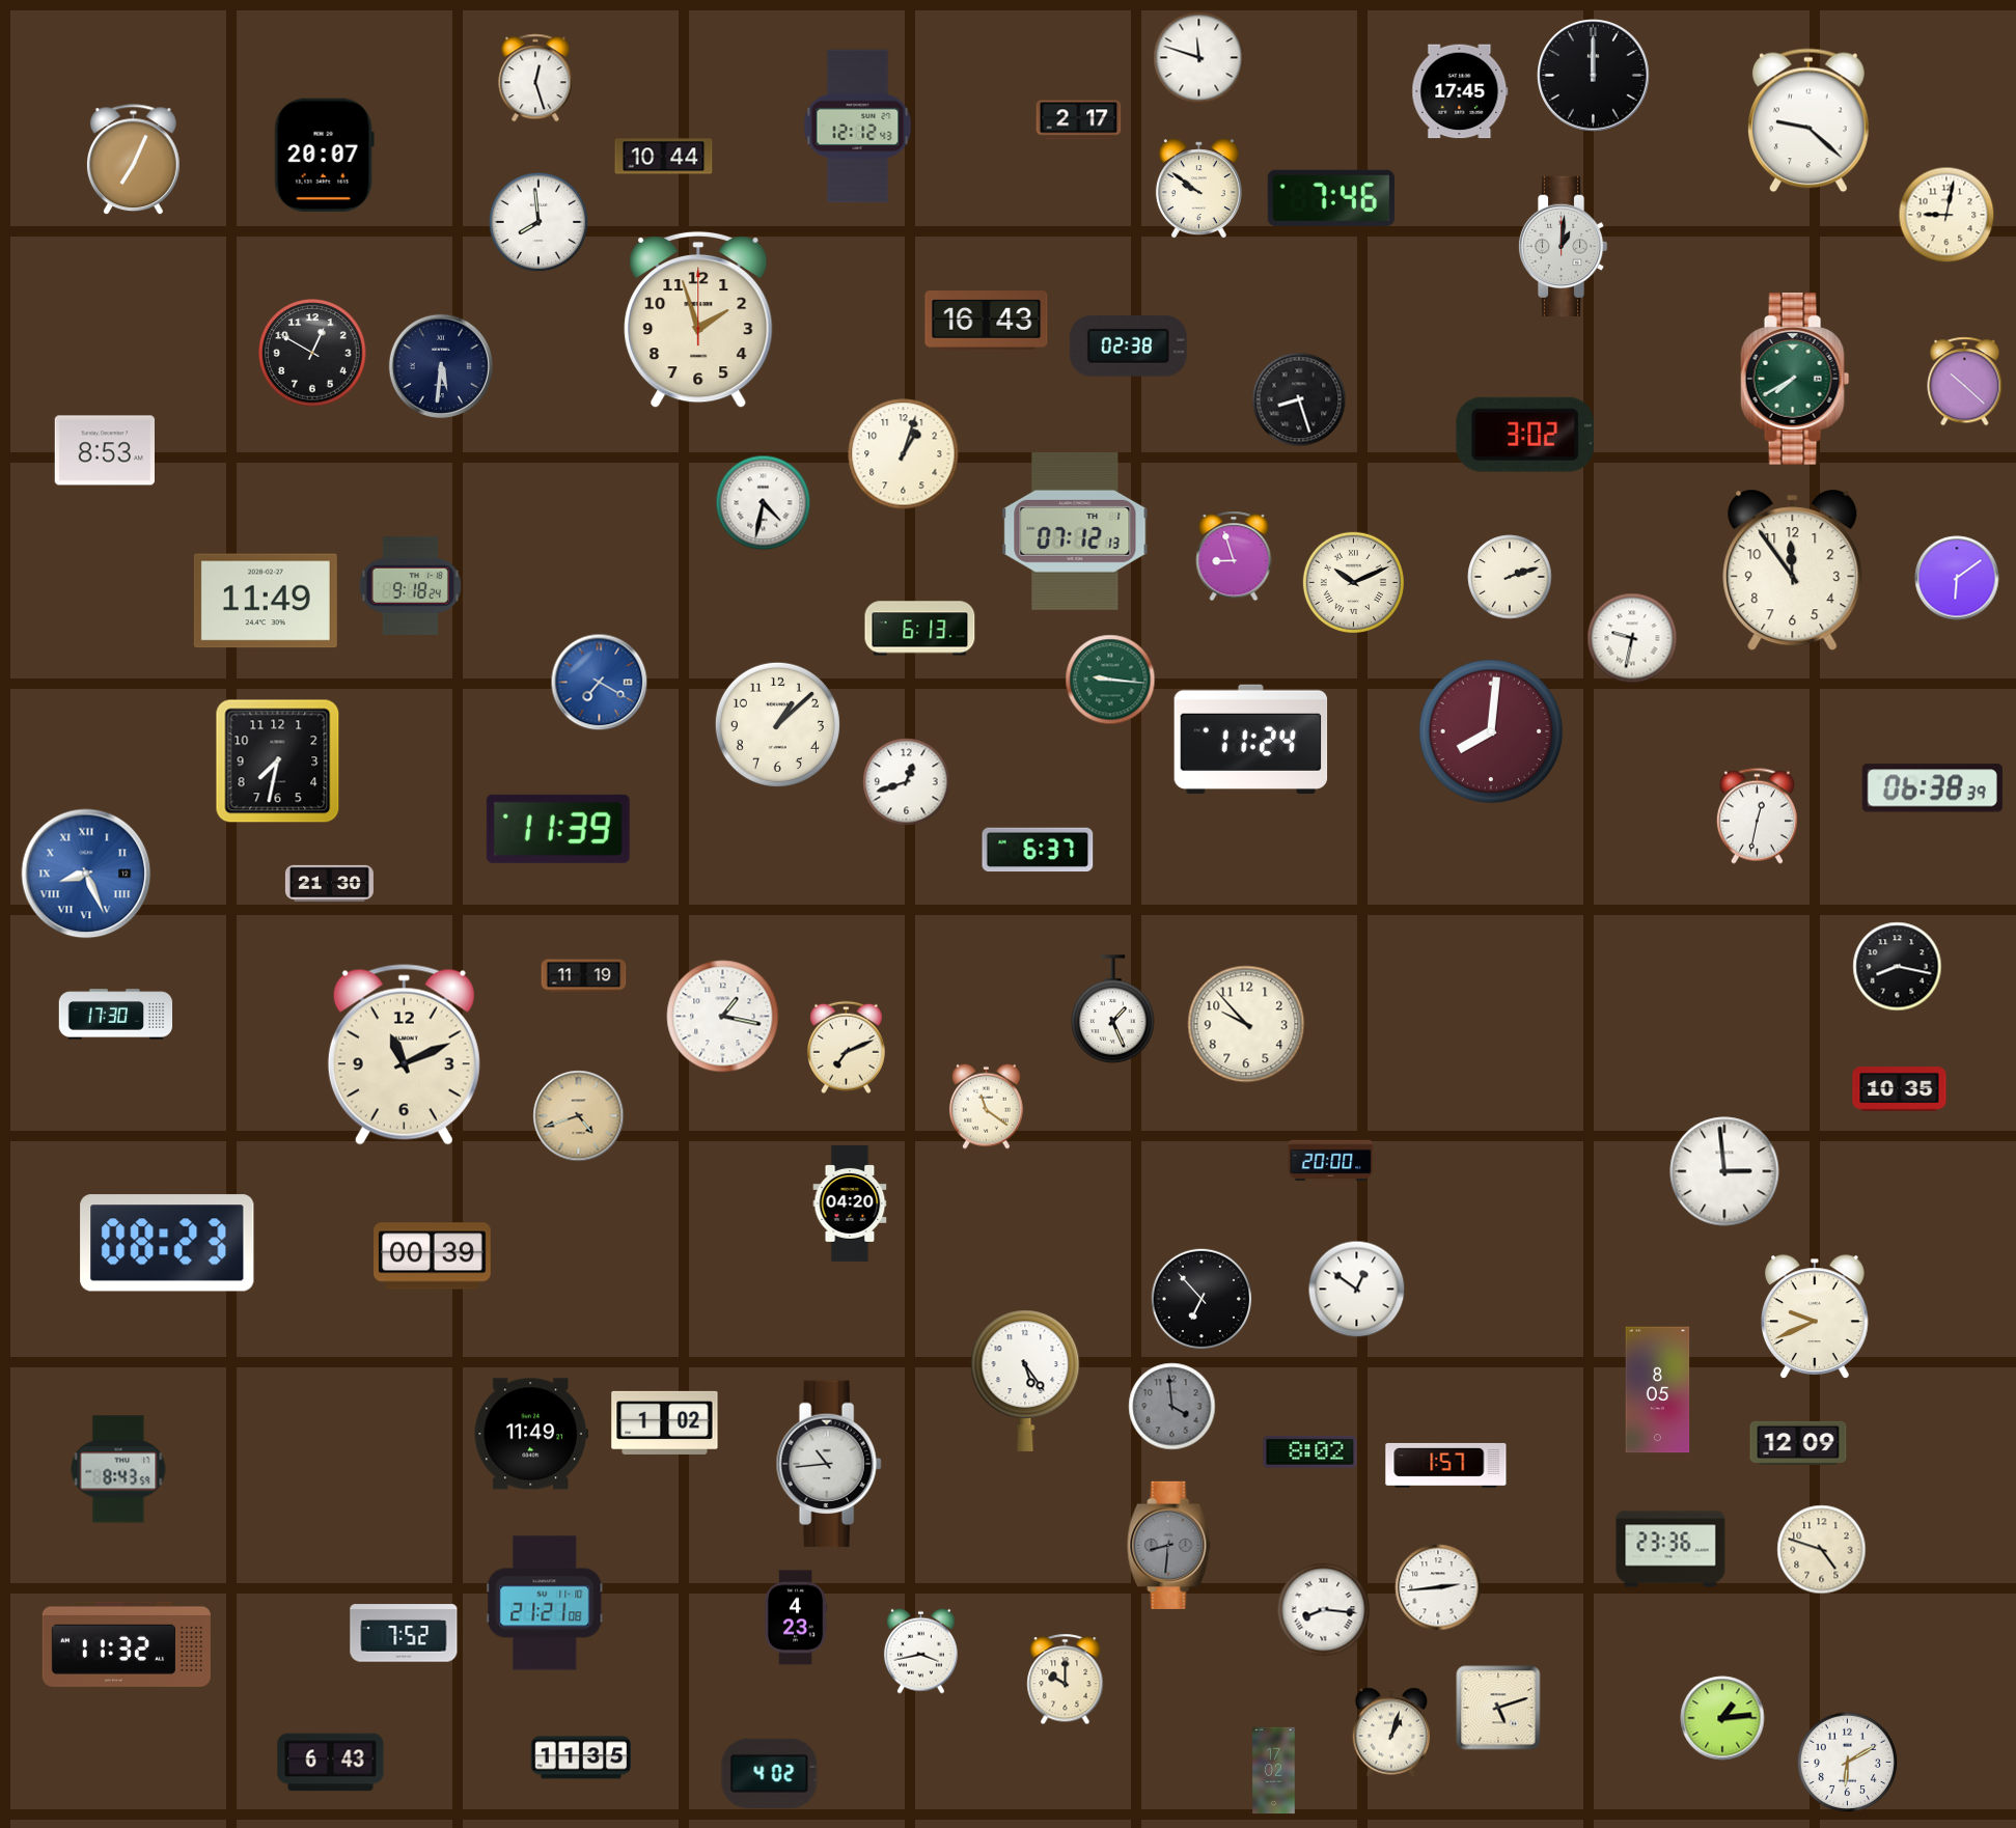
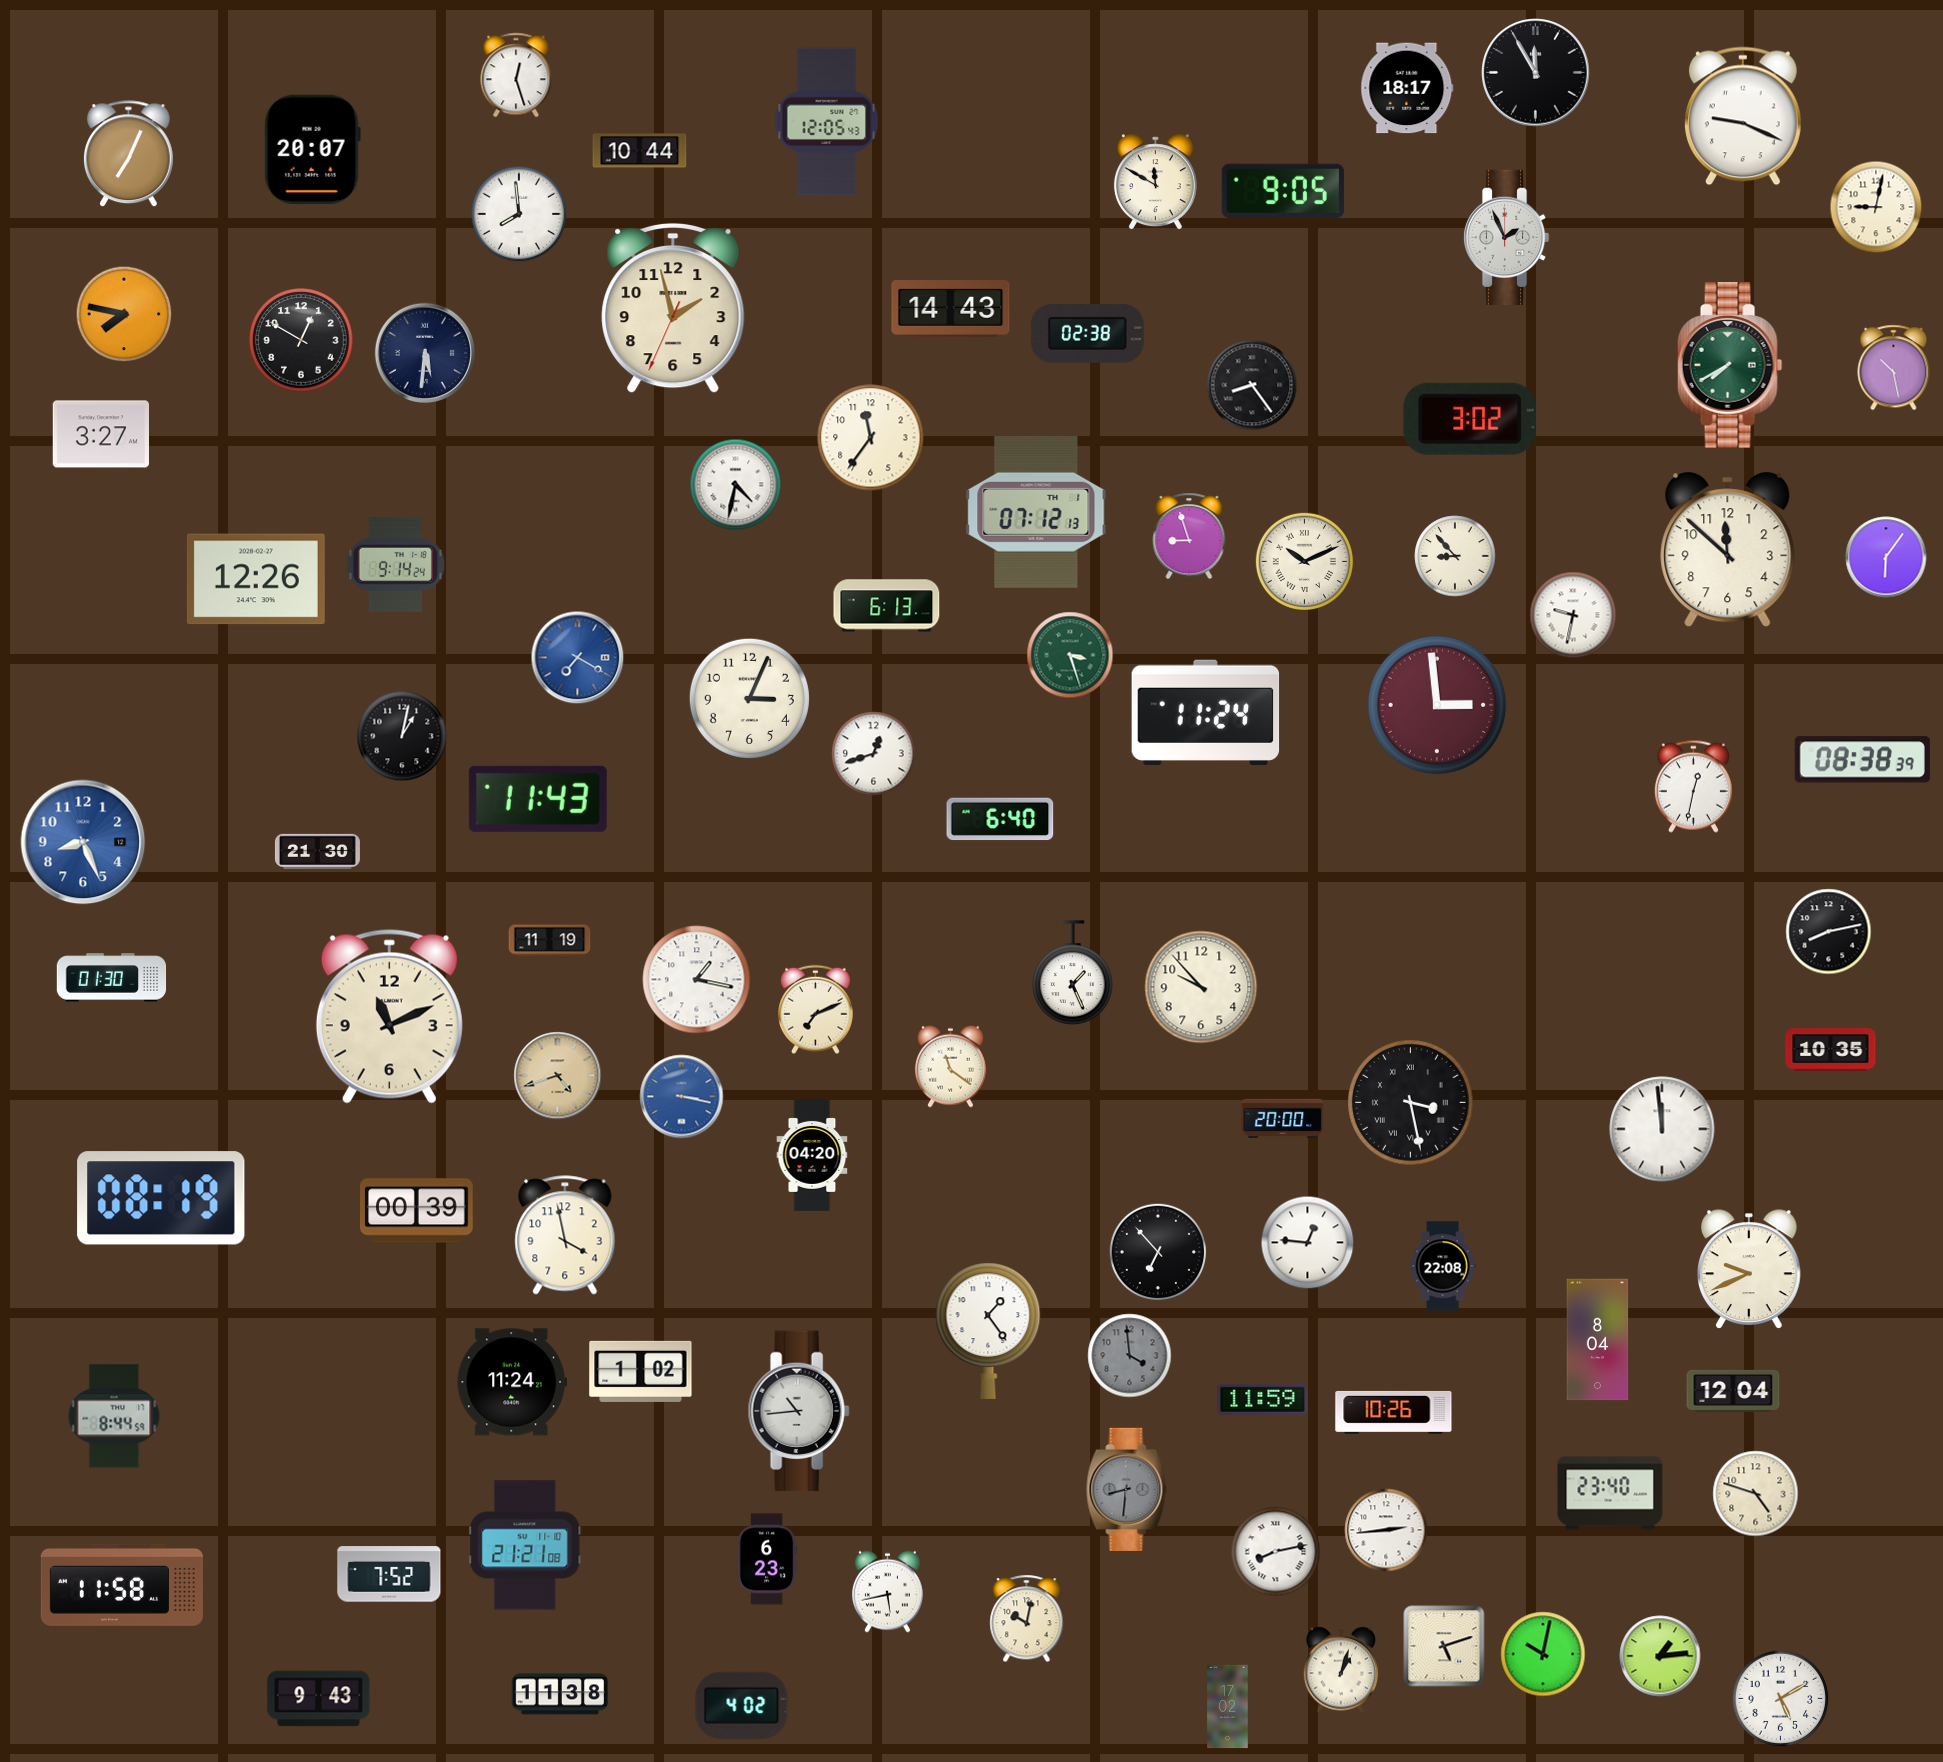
clock at (1199, 58): 11:48 -> none
clock at (1594, 76): 12:00 -> 11:55
clock at (1460, 91): 17:45 -> 18:17
clock at (1079, 120): 2:17 -> none
clock at (1808, 120): 9:22 -> 9:19
clock at (858, 127): 12:12 -> 12:05
clock at (1198, 189): 9:51 -> 11:50
clock at (1331, 198): 7:46 -> 9:05
clock at (1563, 246): 1:01 -> 1:56
clock at (698, 320): 1:57:00 -> 1:57:34
clock at (987, 321): 16:43 -> 14:43
clock at (124, 314): none -> 7:47
clock at (1965, 382): 10:22 -> 10:28
clock at (1299, 399): 8:27 -> 8:24
clock at (105, 450): 8:53 -> 3:27
clock at (904, 454): 1:03 -> 11:36
clock at (1793, 571): 11:54 -> 11:52
clock at (1510, 577): 2:12 -> 8:53
clock at (1957, 578): 6:09 -> 6:06
clock at (410, 585): 9:18 -> 9:14
clock at (266, 601): 11:49 -> 12:26
clock at (1110, 680): 9:16 -> 3:27
clock at (777, 724): 1:08 -> 3:04
clock at (1491, 731): 8:01 -> 2:59
clock at (278, 761): 7:32 -> none
clock at (402, 736): none -> 1:02
clock at (1932, 788): 06:38 -> 08:38
clock at (558, 829): 11:39 -> 11:43
clock at (1038, 850): 6:37 -> 6:40
clock at (86, 874) numerals: Roman -> Arabic
clock at (1898, 967): 8:17 -> 8:13
clock at (584, 976) position: (584, 976) -> (550, 941)
clock at (116, 1015): 17:30 -> 01:30
clock at (682, 1097): none -> 3:17
clock at (1411, 1103): none -> 3:28
clock at (1724, 1171): 2:59 -> 11:59
clock at (850, 1203) position: (850, 1203) -> (812, 1155)
clock at (167, 1243): 08:23 -> 08:19
clock at (565, 1235): none -> 3:58
clock at (1357, 1290): 12:51 -> 12:46
clock at (1443, 1266): none -> 22:08
clock at (1025, 1381): 5:24 -> 1:24
clock at (1658, 1390): 8:05 -> 8:04
clock at (531, 1434): 11:49 -> 11:24
clock at (1798, 1443): 12:09 -> 12:04
clock at (1310, 1451): 8:02 -> 11:59
clock at (1446, 1465): 1:57 -> 10:26
clock at (118, 1469): 8:43 -> 8:44
clock at (1670, 1549): 23:36 -> 23:40
clock at (1324, 1610): 8:16 -> 8:13
clock at (796, 1617): 4:23 -> 6:23
clock at (127, 1644): 11:32 -> 11:58
clock at (921, 1651): 3:43 -> 5:43
clock at (1066, 1680): 10:00 -> 10:02
clock at (1543, 1654): none -> 10:02
clock at (581, 1757): 11:35 -> 11:38
clock at (331, 1763): 6:43 -> 9:43
clock at (1848, 1763): 6:10 -> 5:10
clock at (770, 1773) position: (770, 1773) -> (742, 1705)
